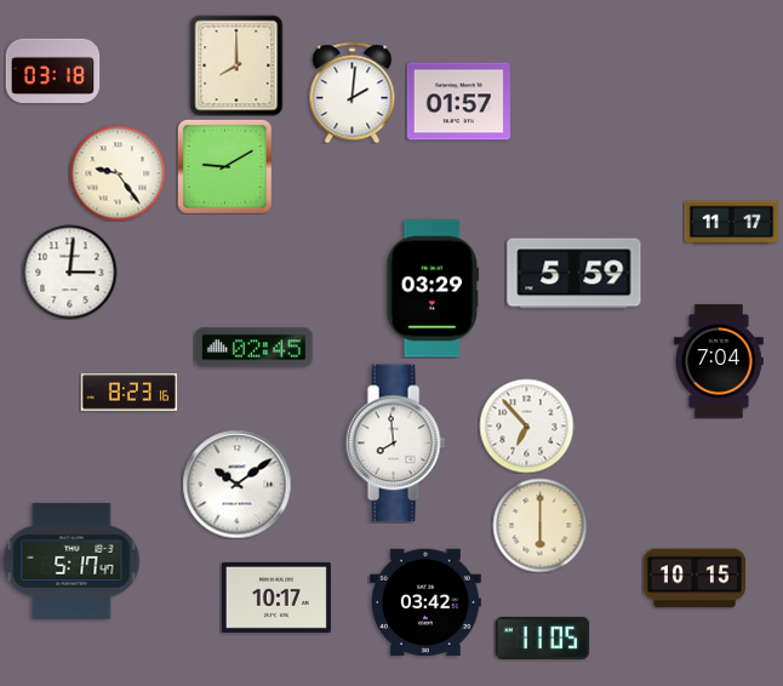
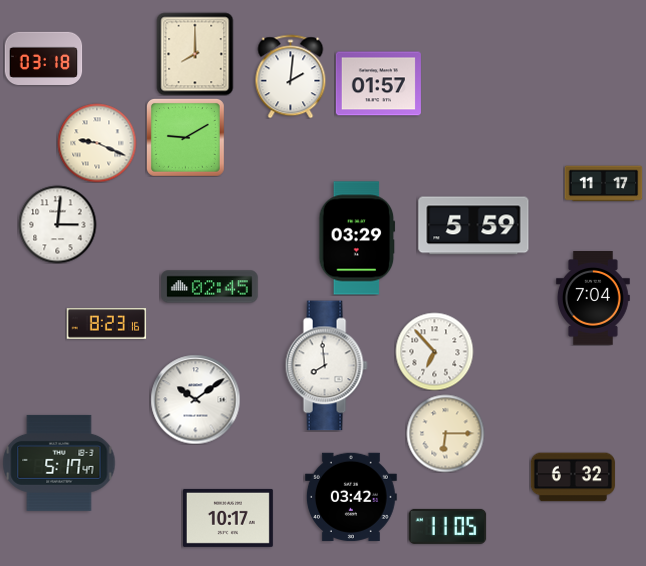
clock at (118, 173): 9:24 -> 9:19
clock at (539, 525): 6:00 -> 6:15
clock at (695, 578): 10:15 -> 6:32
clock at (276, 598) position: (276, 598) -> (228, 518)
